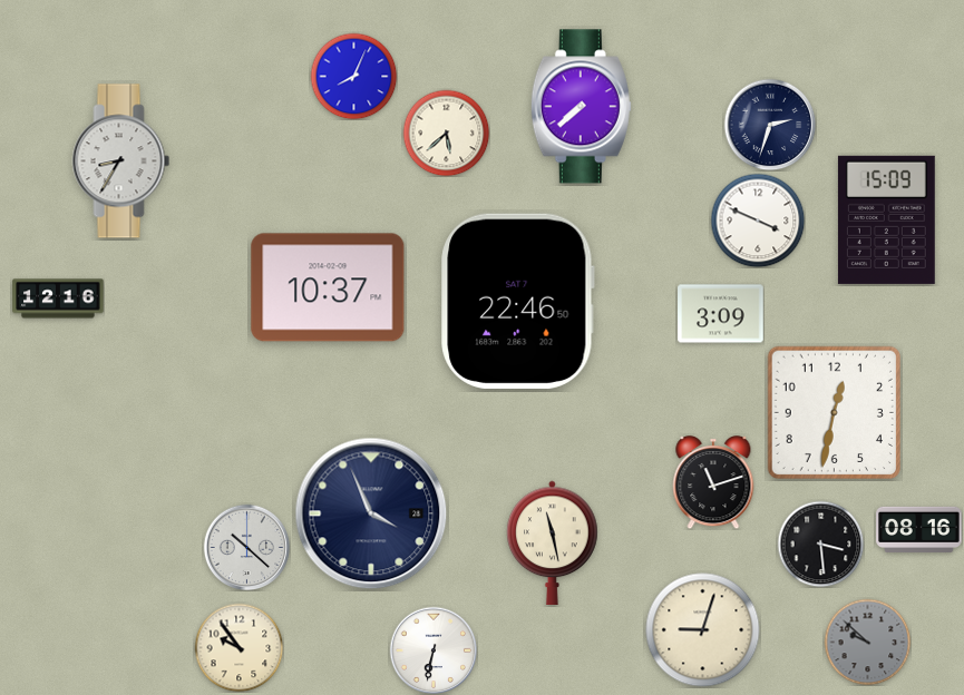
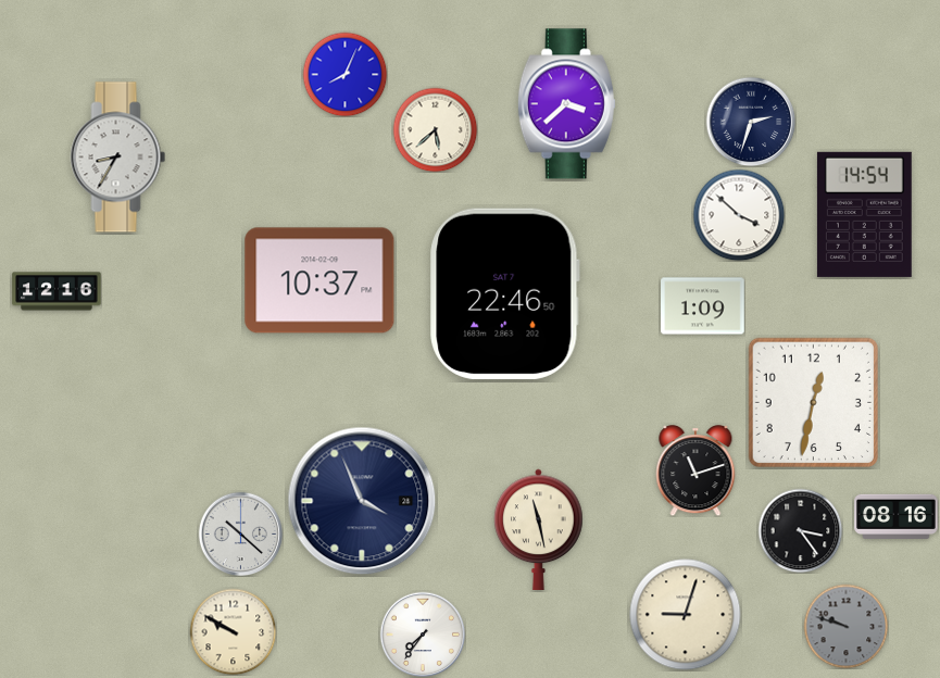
clock at (581, 107): 7:38 -> 3:38
clock at (886, 219): 15:09 -> 14:54
clock at (758, 221): 3:49 -> 3:52
clock at (721, 314): 3:09 -> 1:09
clock at (820, 544): 3:29 -> 3:24
clock at (867, 642): 9:52 -> 9:48
clock at (238, 647): 9:54 -> 9:50
clock at (434, 650): 6:32 -> 7:36
